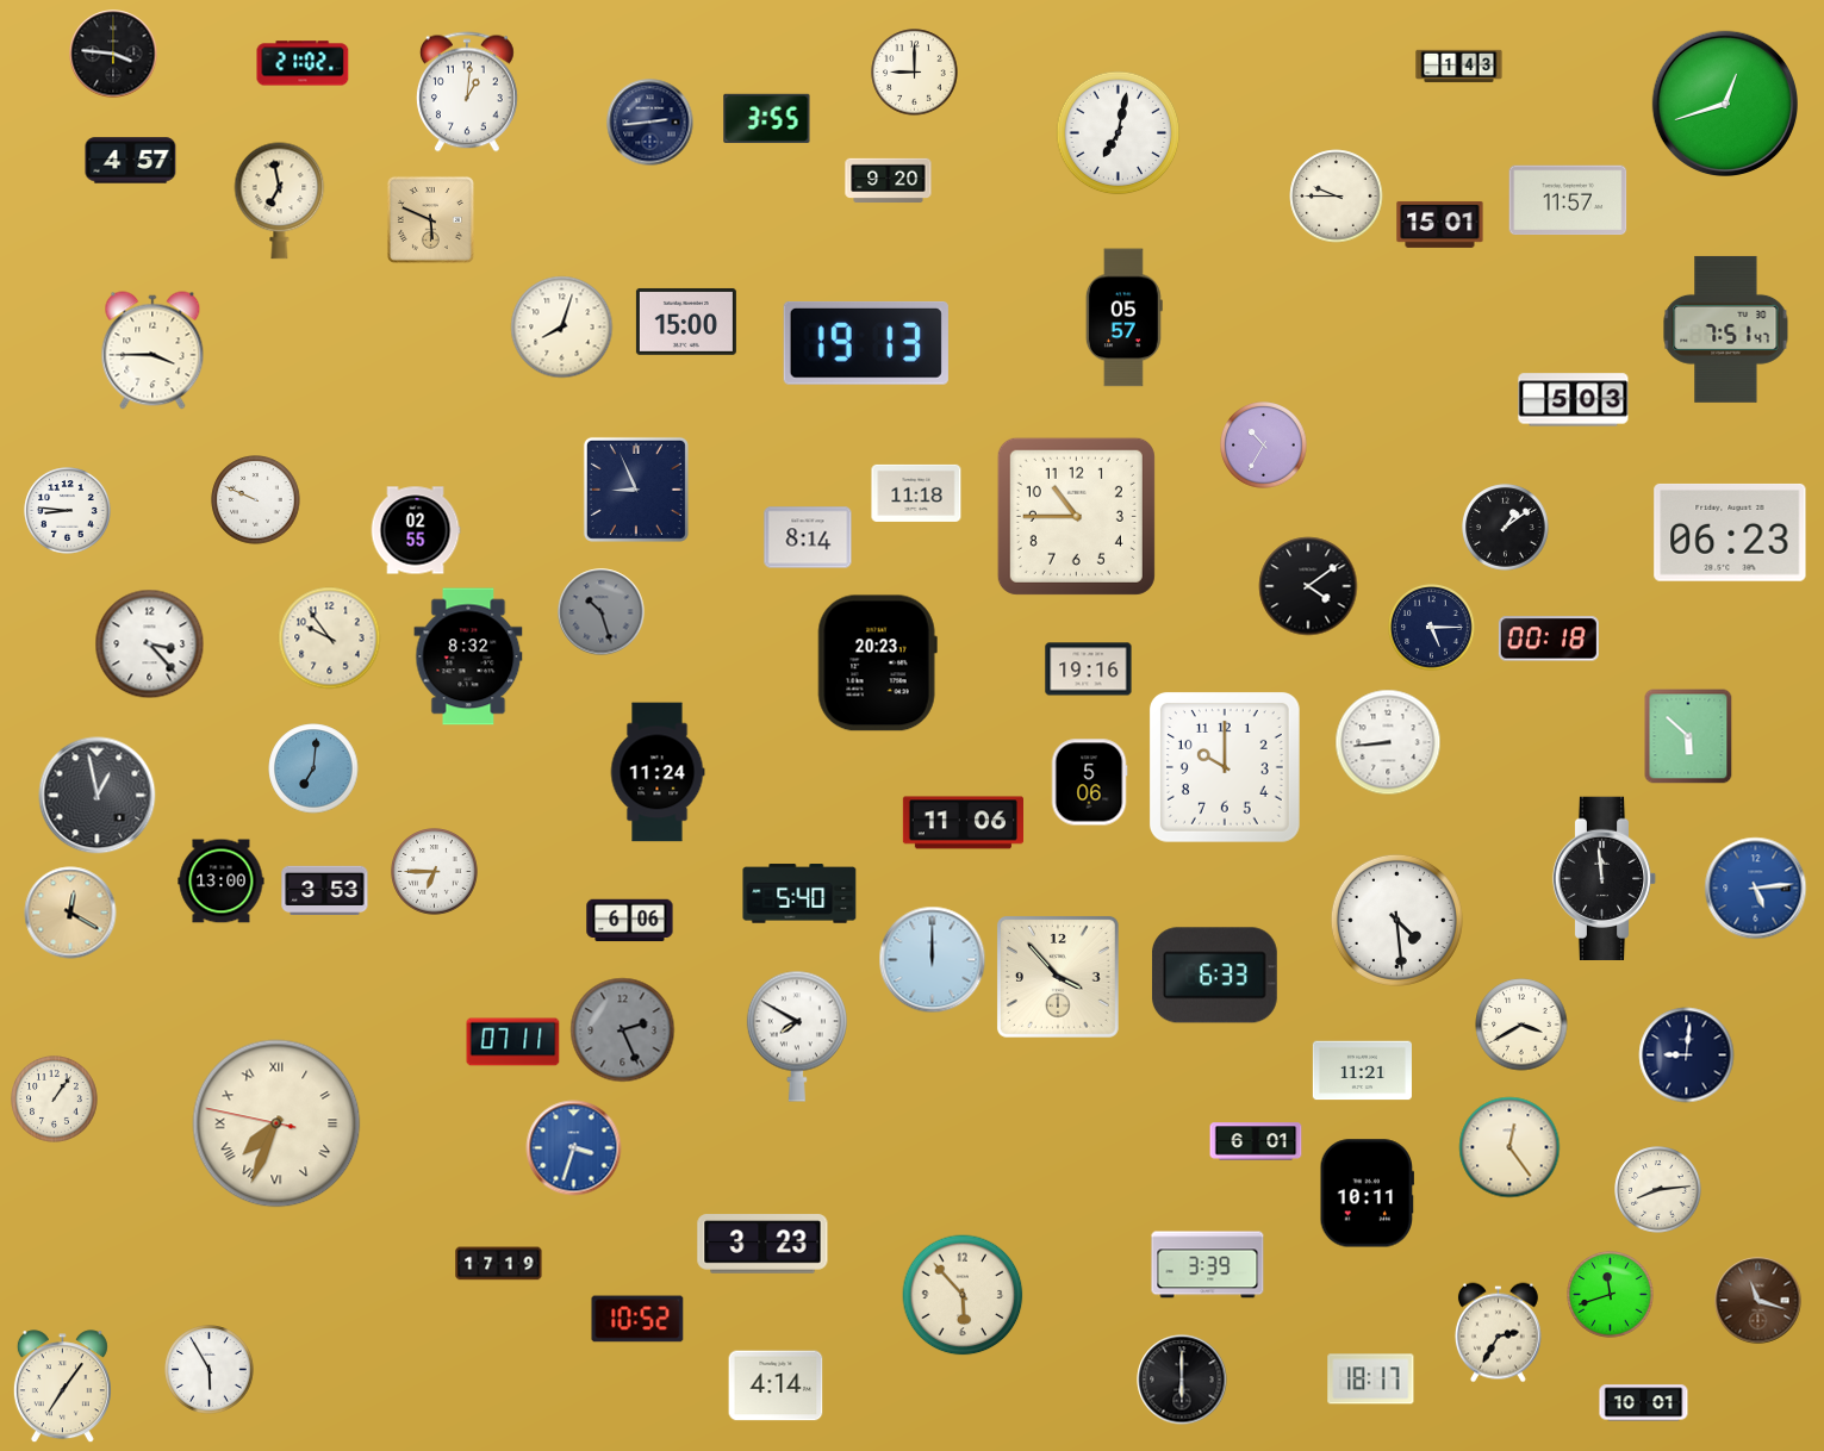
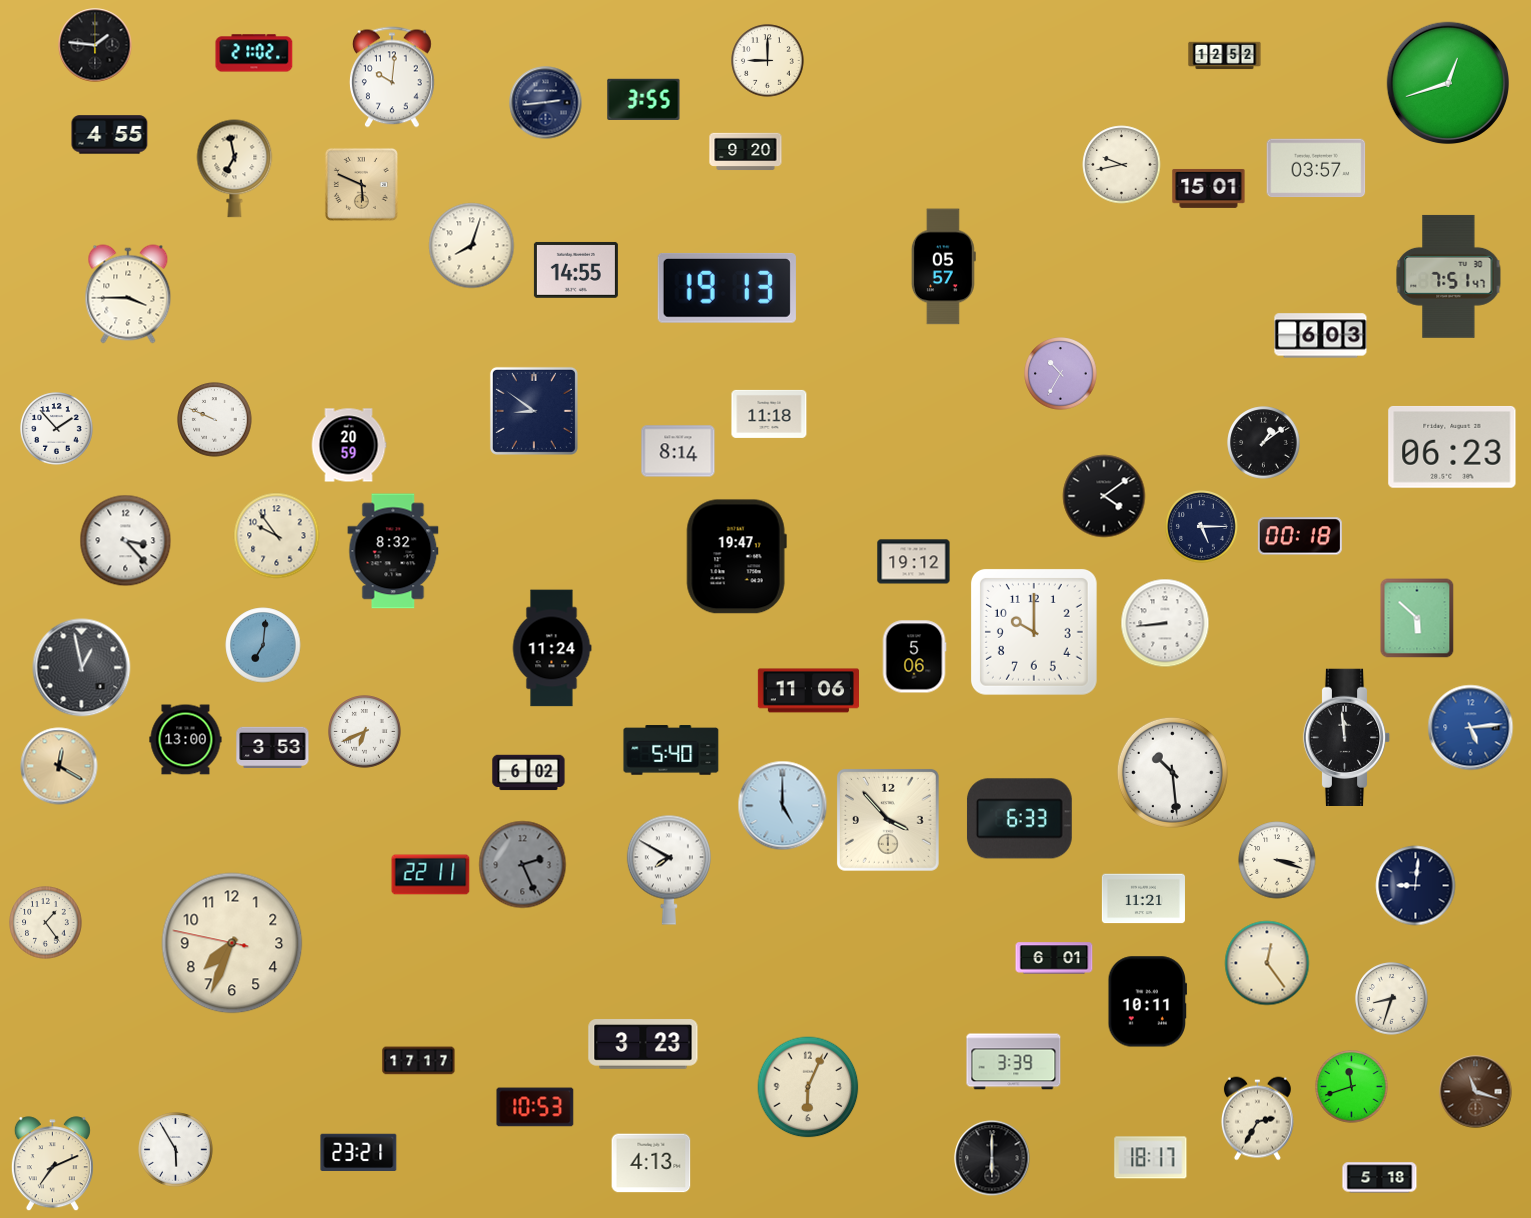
clock at (113, 54): 3:46 -> 1:46
clock at (1459, 67): 1:43 -> 12:52
clock at (467, 92): 1:01 -> 10:01
clock at (1724, 102) position: (1724, 102) -> (1447, 82)
clock at (1119, 133): 7:02 -> none
clock at (131, 161): 4:57 -> 4:55
clock at (1337, 197): 9:45 -> 9:43
clock at (1568, 200): 11:57 -> 03:57
clock at (686, 322): 15:00 -> 14:55
clock at (562, 328) position: (562, 328) -> (472, 246)
clock at (1574, 400): 5:03 -> 6:03
clock at (636, 490): 8:56 -> 8:51
clock at (68, 511): 8:46 -> 1:53
clock at (1076, 516): 10:45 -> none
clock at (416, 530): 02:55 -> 20:59
clock at (1308, 586) position: (1308, 586) -> (1104, 496)
clock at (602, 612): 10:27 -> none
clock at (877, 664): 20:23 -> 19:47
clock at (1089, 670): 19:16 -> 19:12
clock at (1225, 767) position: (1225, 767) -> (1034, 632)
clock at (435, 872): 6:45 -> 6:41
clock at (1756, 889) position: (1756, 889) -> (1471, 728)
clock at (1396, 920): 4:29 -> 10:29
clock at (630, 921): 6:06 -> 6:02
clock at (933, 960): 12:00 -> 5:00
clock at (1521, 1025): 3:40 -> 3:18
clock at (513, 1042): 07:11 -> 22:11
clock at (55, 1100): 1:06 -> 1:24
clock at (276, 1123) numerals: Roman -> Arabic
clock at (574, 1148): 3:33 -> none
clock at (1658, 1190): 8:14 -> 8:33
clock at (762, 1244) position: (762, 1244) -> (643, 1044)
clock at (499, 1264): 17:19 -> 17:17
clock at (963, 1295): 5:53 -> 6:04
clock at (637, 1319): 10:52 -> 10:53
clock at (359, 1153): none -> 23:21
clock at (776, 1385): 4:14 -> 4:13
clock at (62, 1387): 7:06 -> 7:11
clock at (1644, 1403): 10:01 -> 5:18
